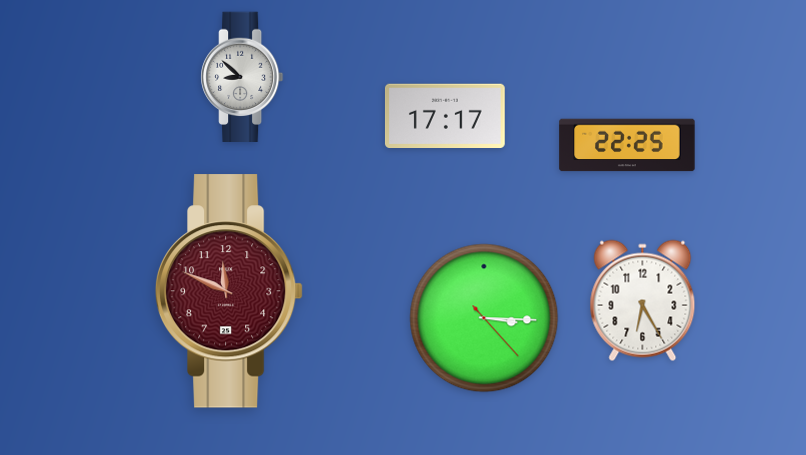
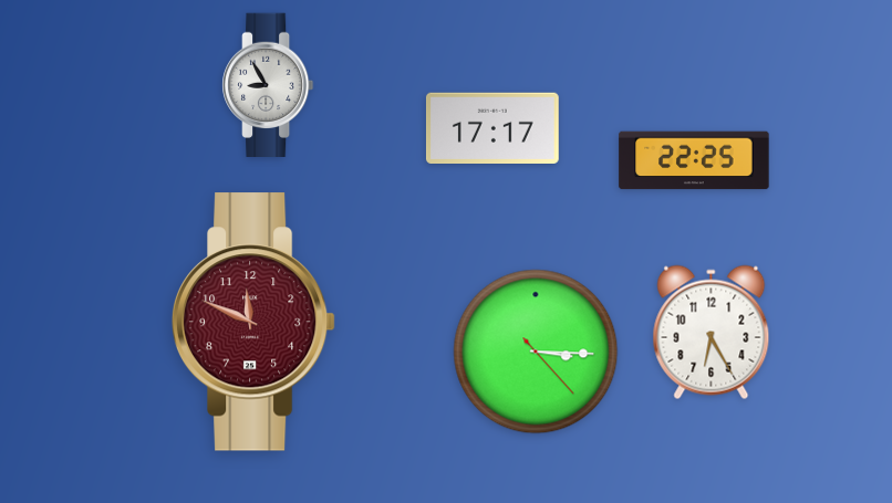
clock at (243, 76): 8:52 -> 8:55
